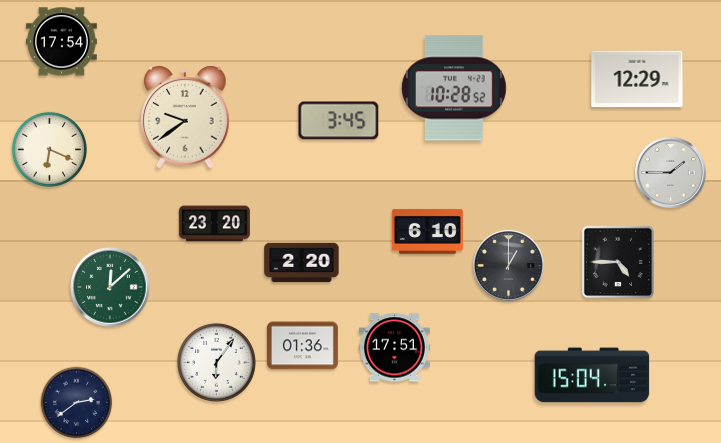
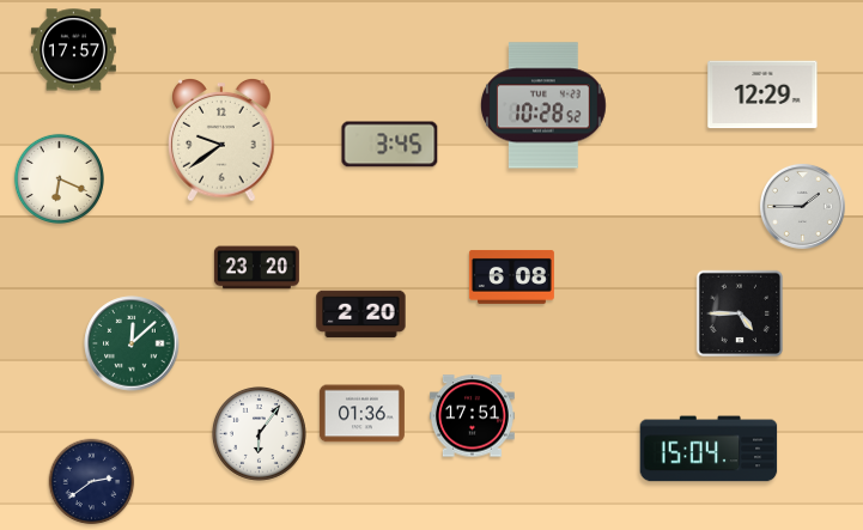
clock at (61, 42): 17:54 -> 17:57
clock at (339, 121) position: (339, 121) -> (390, 145)
clock at (427, 231): 6:10 -> 6:08
clock at (508, 265): 1:00 -> none
